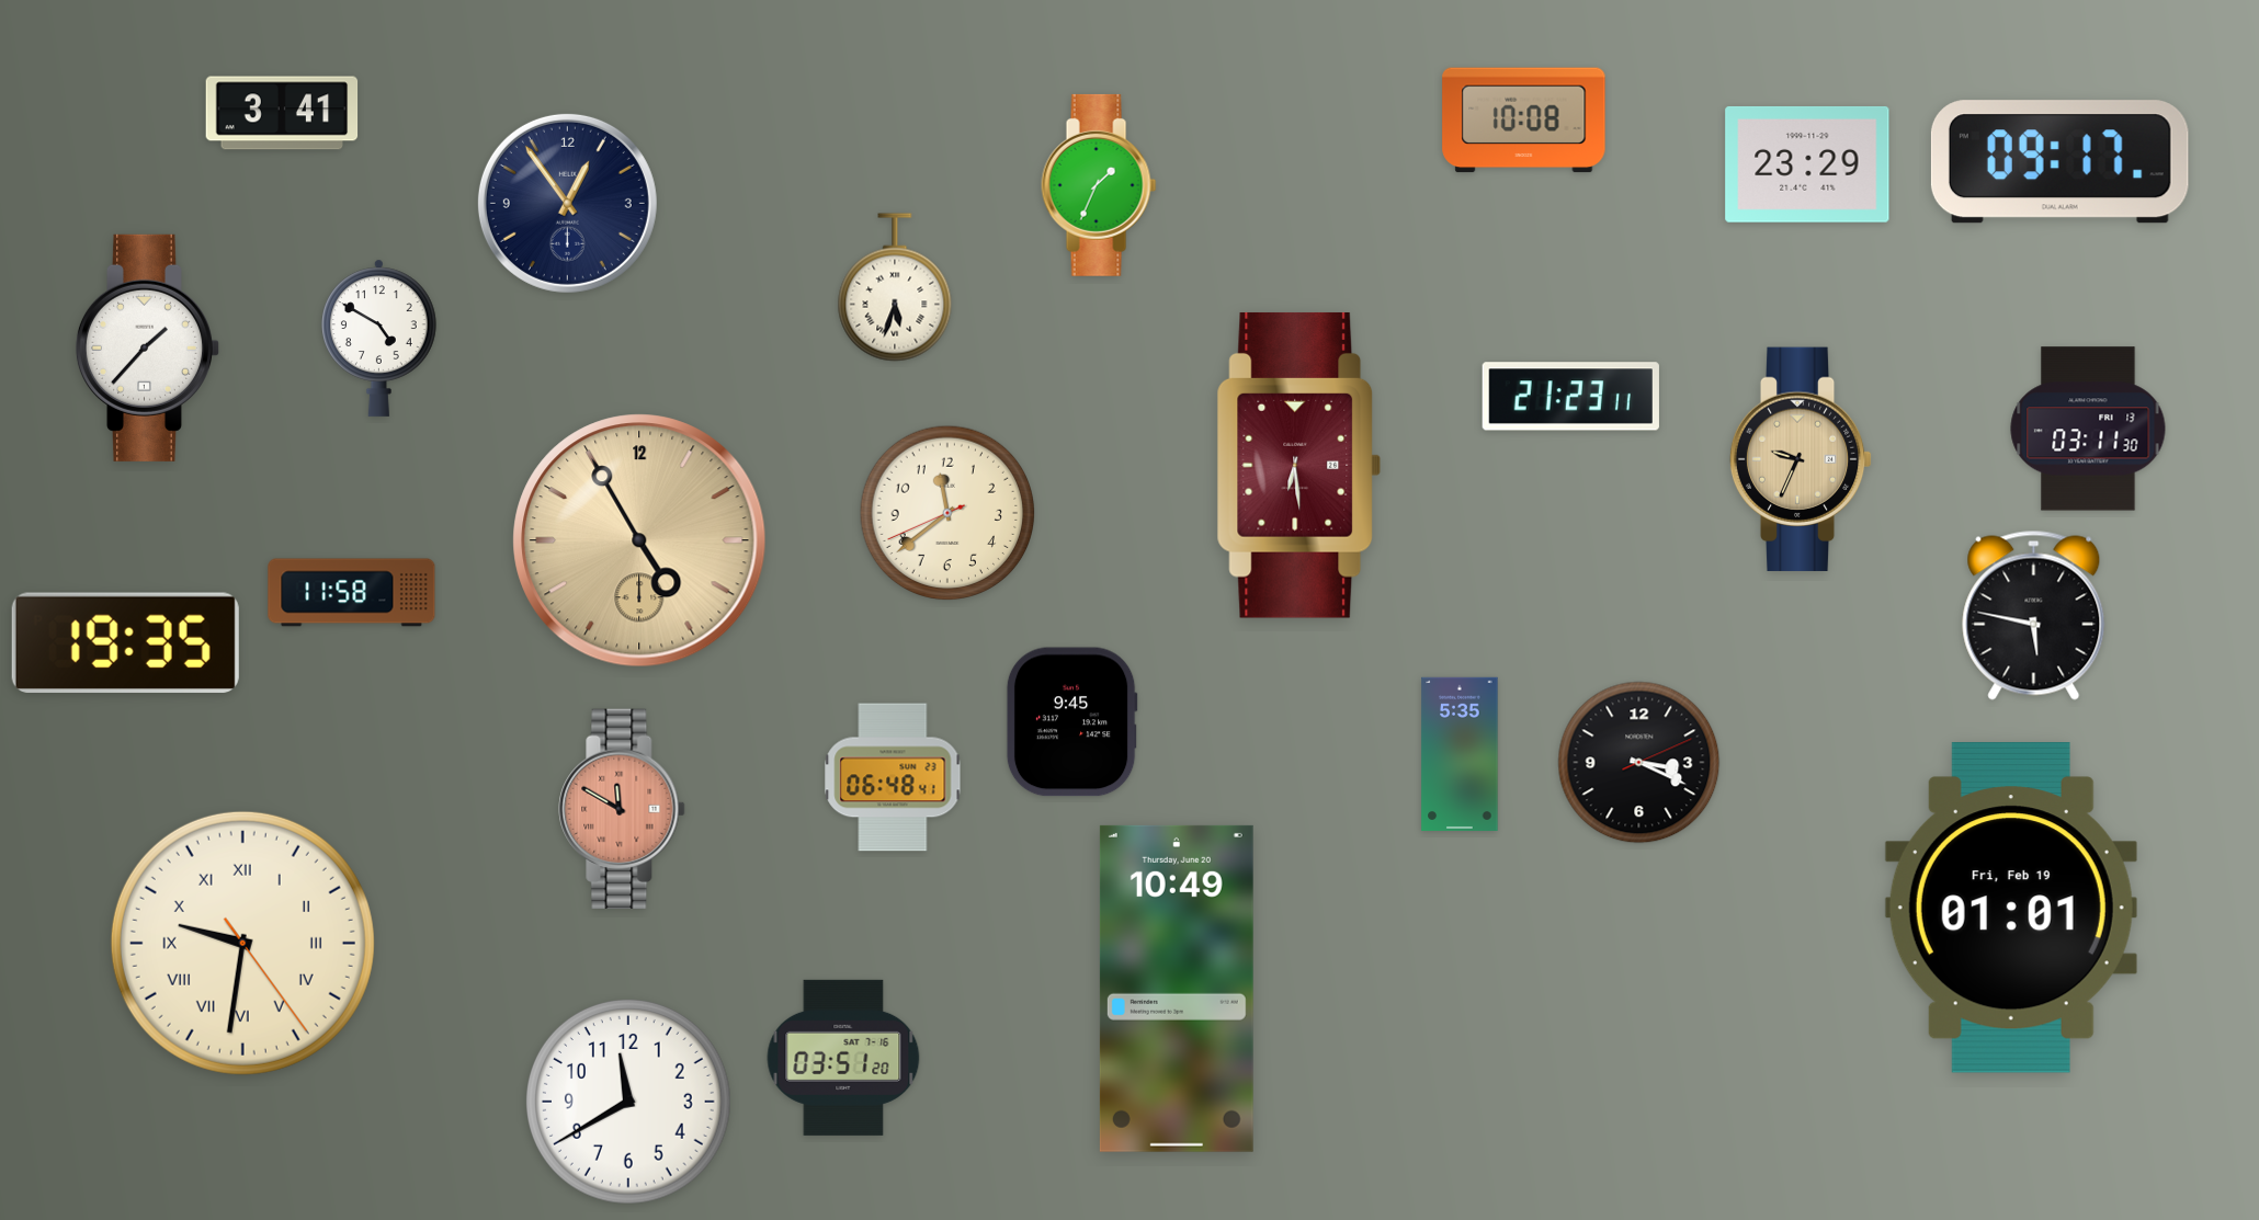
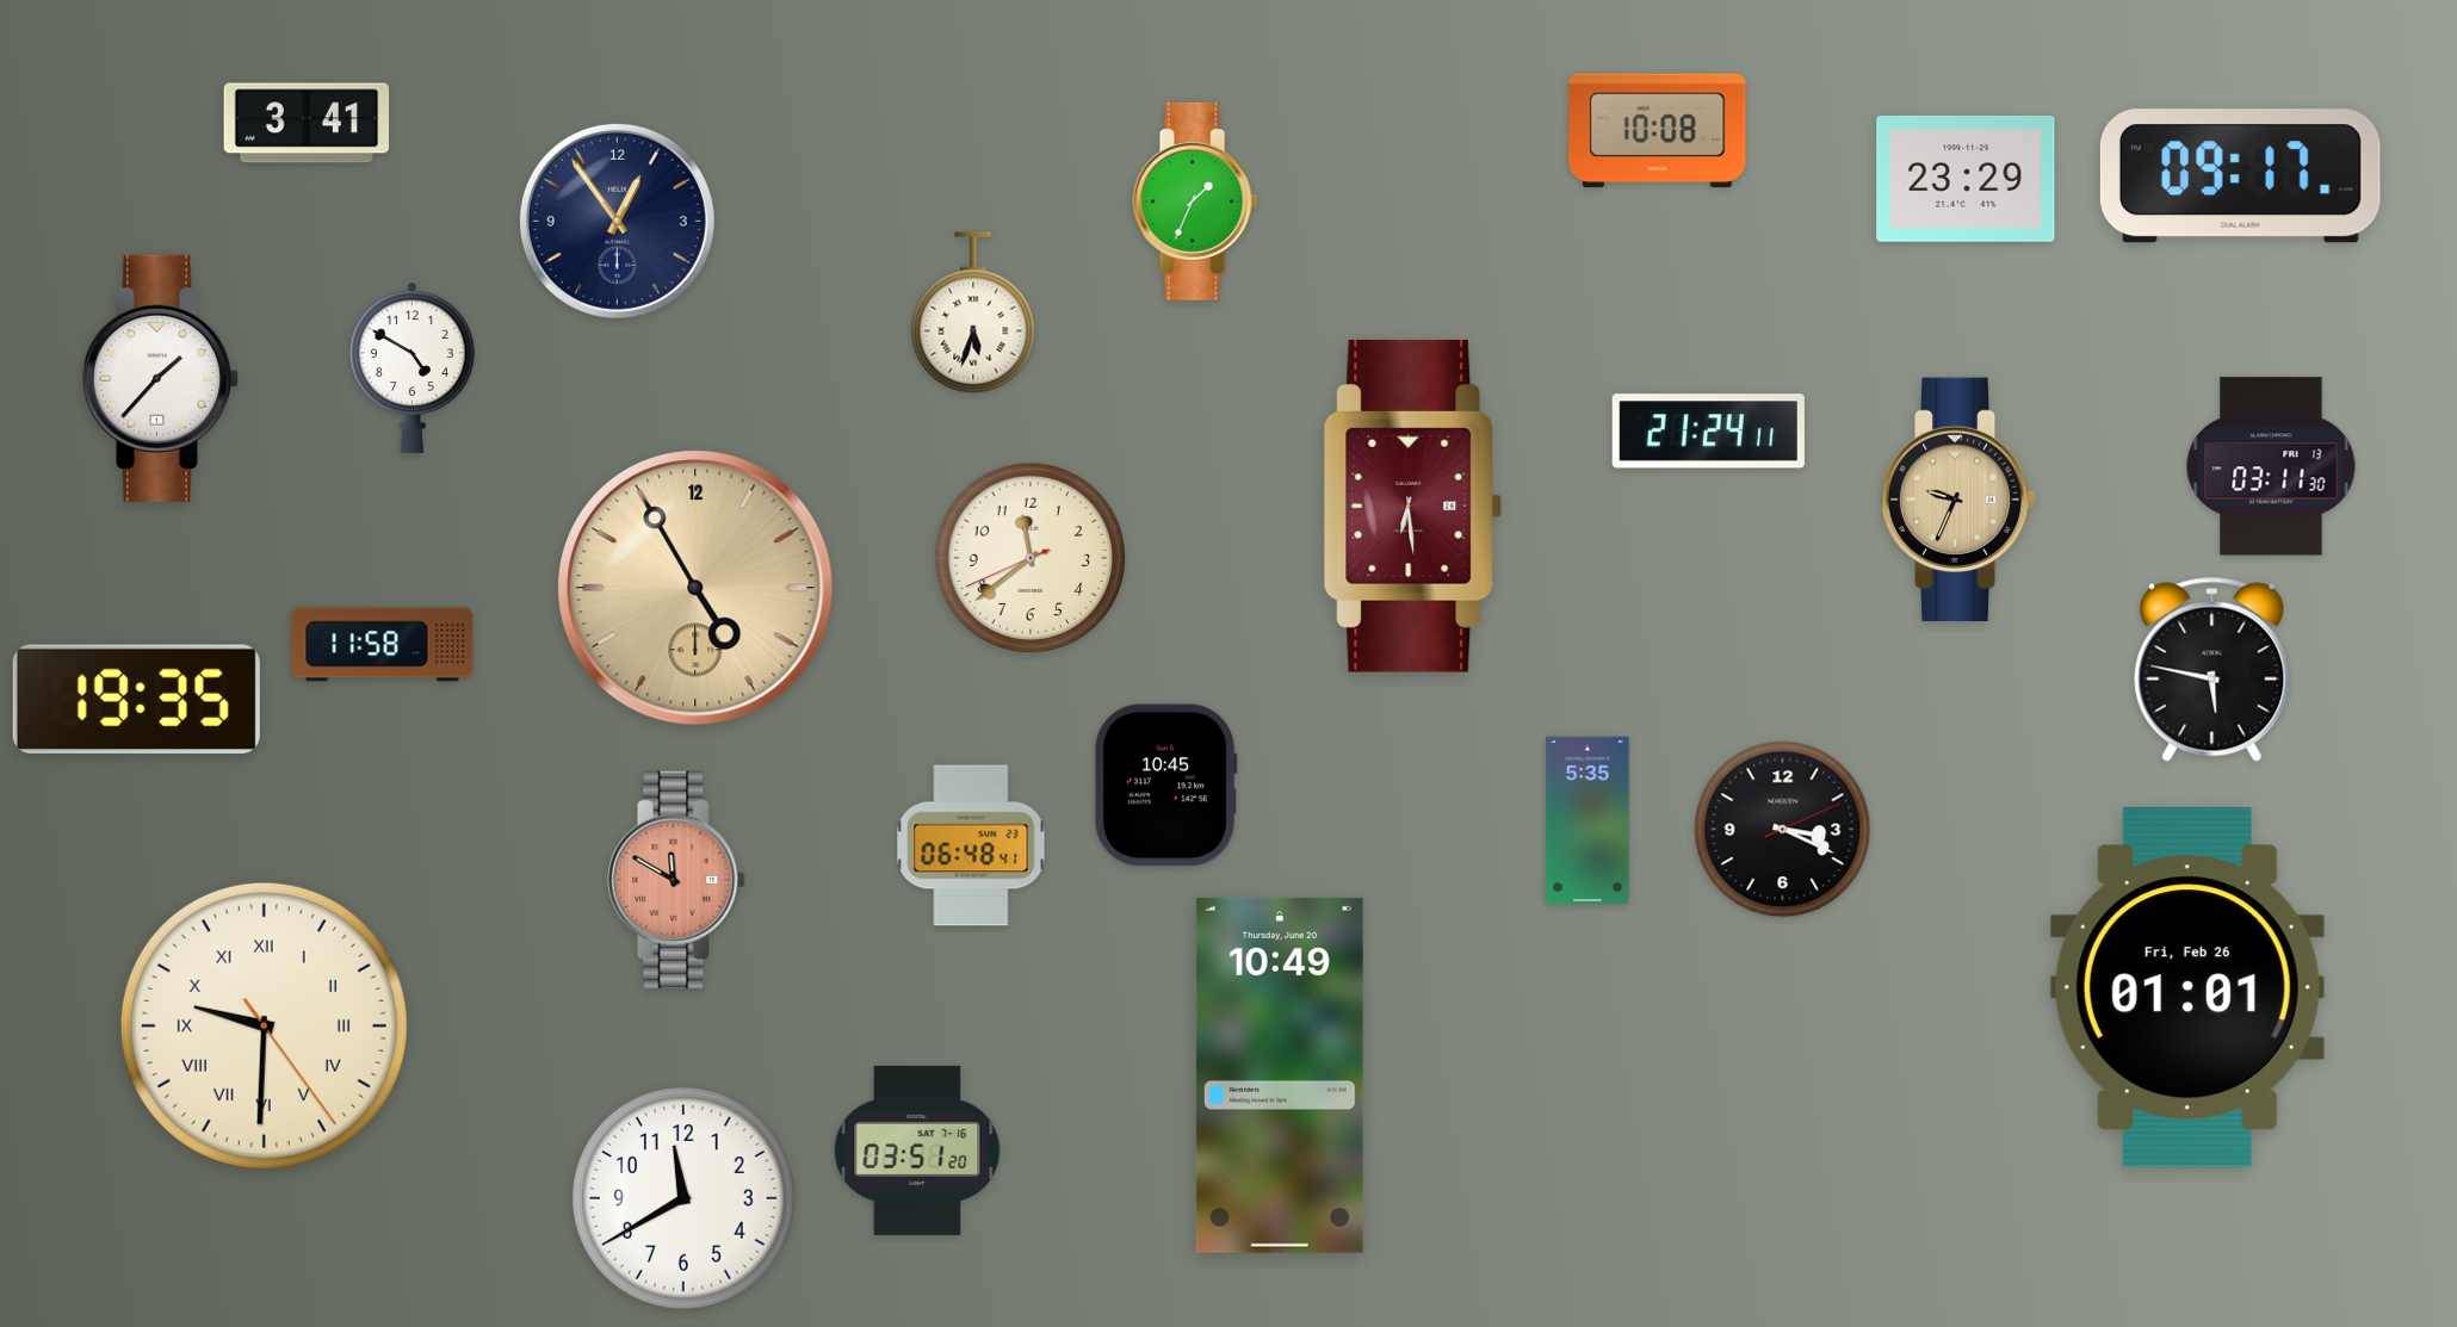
clock at (1570, 397): 21:23 -> 21:24
clock at (1071, 722): 9:45 -> 10:45
clock at (2011, 908) date: Fri, Feb 19 -> Fri, Feb 26
clock at (242, 943): 9:31 -> 9:30
